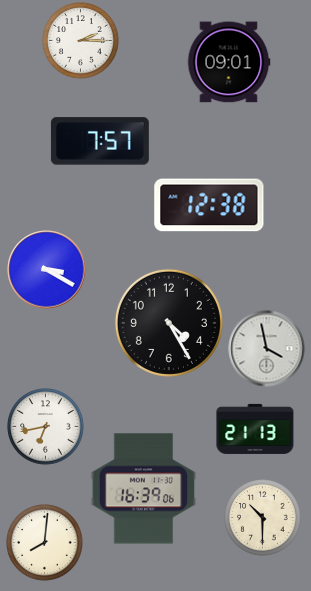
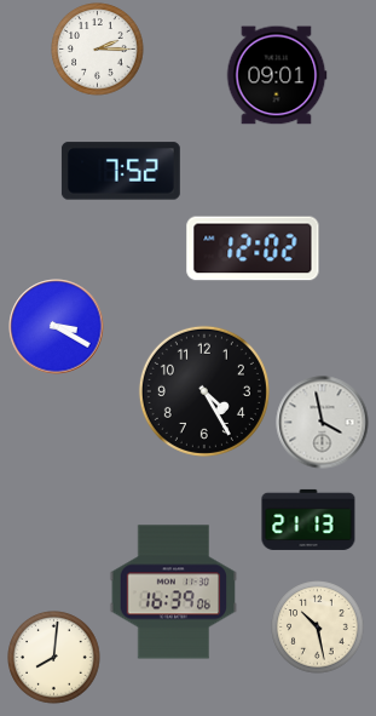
clock at (100, 141): 7:57 -> 7:52
clock at (209, 205): 12:38 -> 12:02
clock at (46, 427): 6:43 -> none
clock at (263, 518): 10:30 -> 10:28
